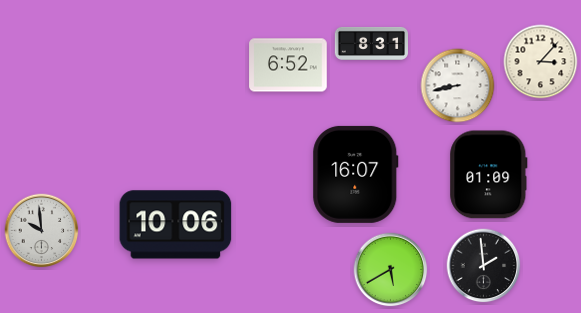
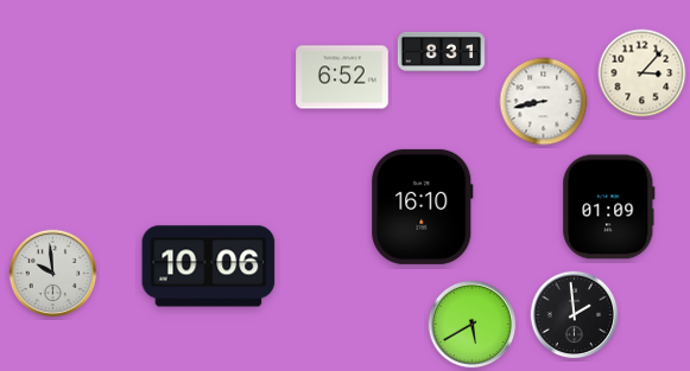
clock at (356, 174): 16:07 -> 16:10
clock at (489, 175) position: (489, 175) -> (609, 207)
clock at (42, 231) position: (42, 231) -> (53, 274)
clock at (391, 270) position: (391, 270) -> (473, 325)
